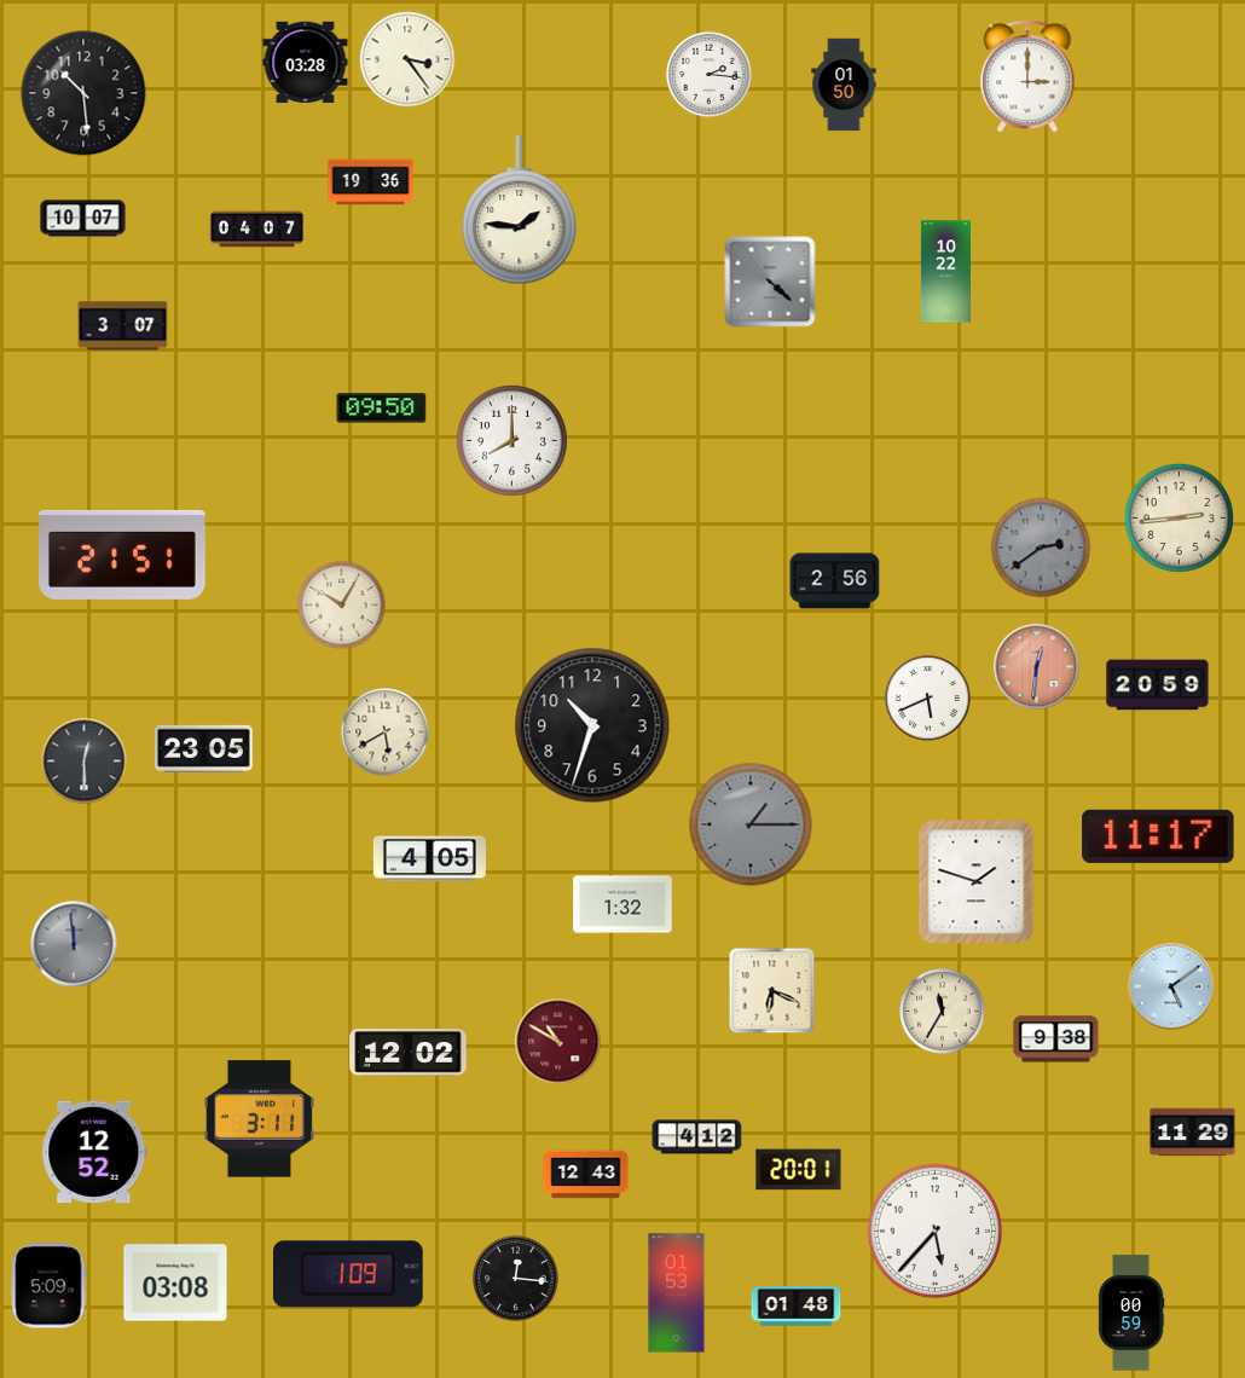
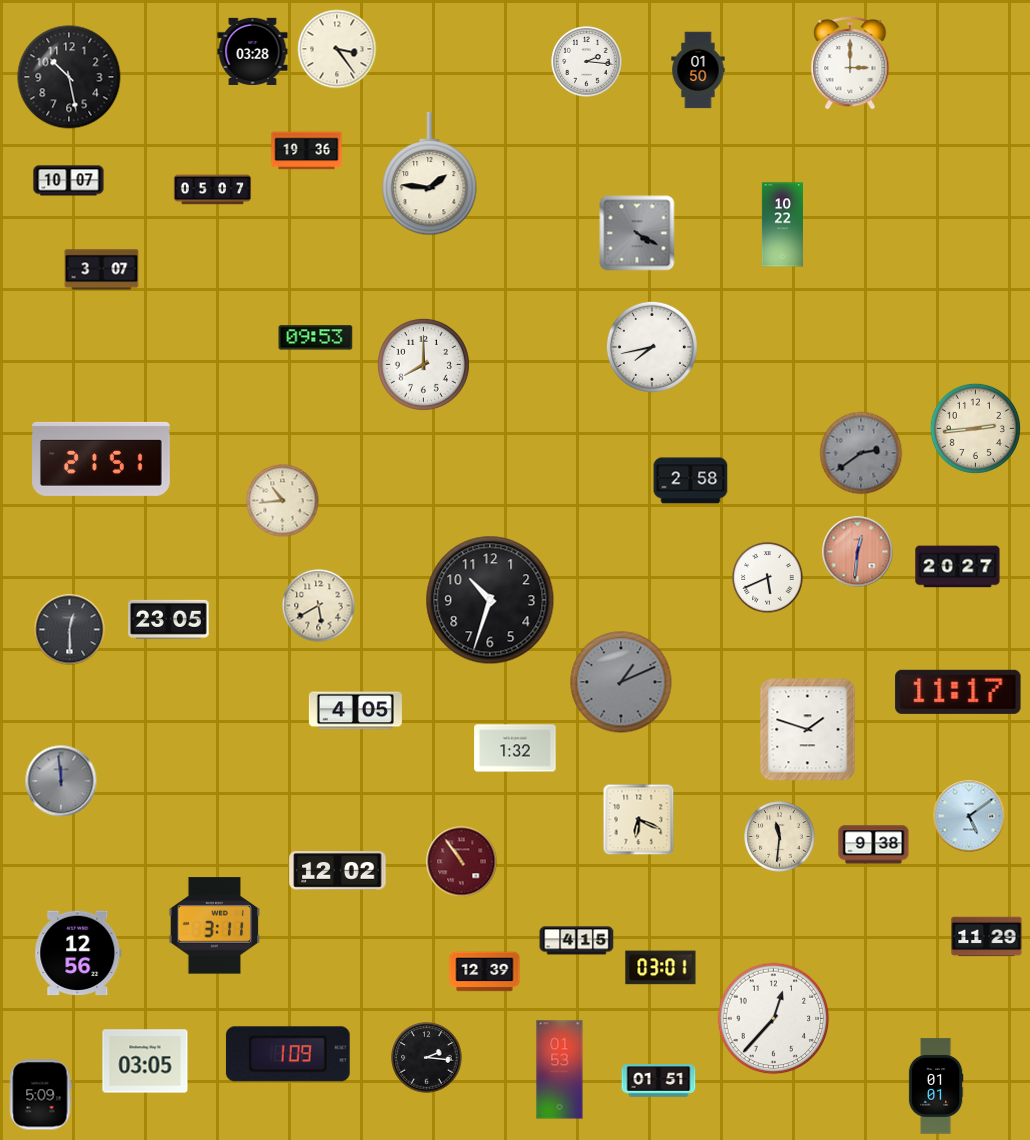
clock at (83, 93): 10:29 -> 10:28
clock at (257, 230): 04:07 -> 05:07
clock at (770, 282): 4:22 -> 4:20
clock at (382, 409): 09:50 -> 09:53
clock at (652, 347): none -> 7:43
clock at (835, 581): 2:56 -> 2:58
clock at (342, 606): 10:05 -> 10:44
clock at (1158, 685): 20:59 -> 20:27
clock at (751, 824): 1:15 -> 1:11
clock at (943, 1012): 11:35 -> 11:31
clock at (1056, 1040) position: (1056, 1040) -> (874, 845)
clock at (558, 1042): 10:50 -> 10:54
clock at (697, 1137): 4:12 -> 4:15
clock at (94, 1152): 12:52 -> 12:56
clock at (799, 1170): 20:01 -> 03:01
clock at (586, 1175): 12:43 -> 12:39
clock at (936, 1232): 5:37 -> 12:37
clock at (516, 1279): 12:16 -> 2:16
clock at (175, 1283): 03:08 -> 03:05
clock at (50, 1286) position: (50, 1286) -> (41, 1095)
clock at (797, 1307): 01:48 -> 01:51
clock at (1131, 1313): 00:59 -> 01:01
